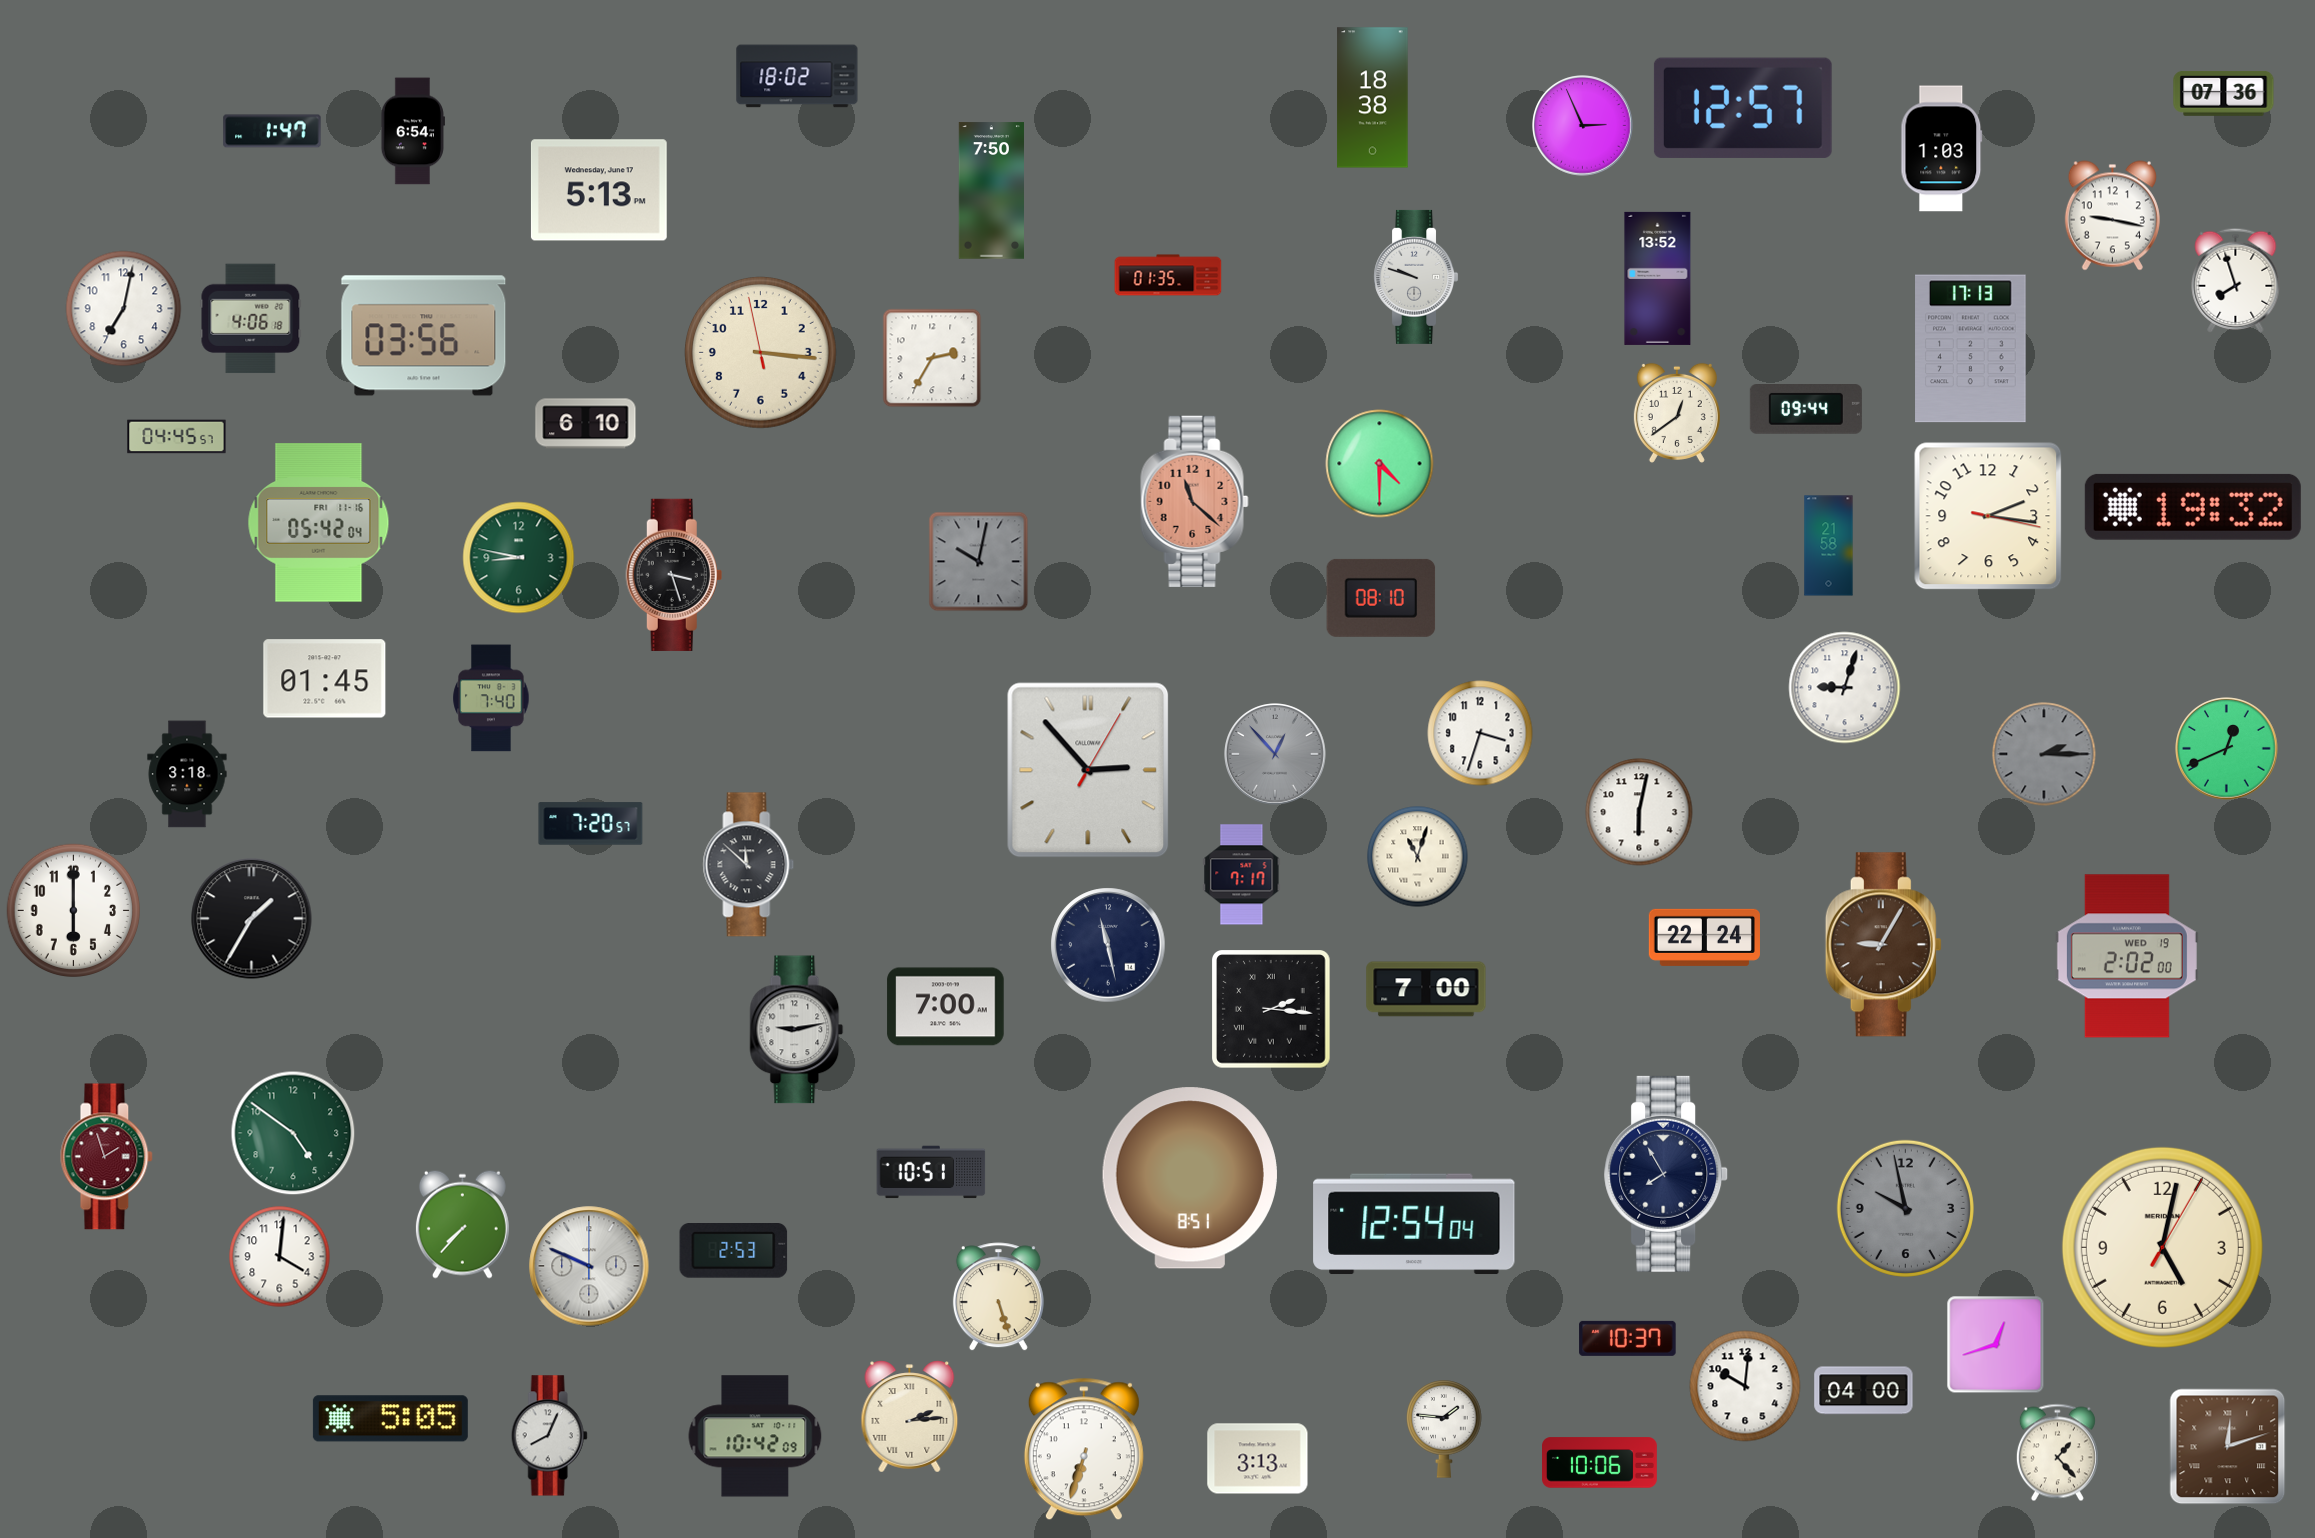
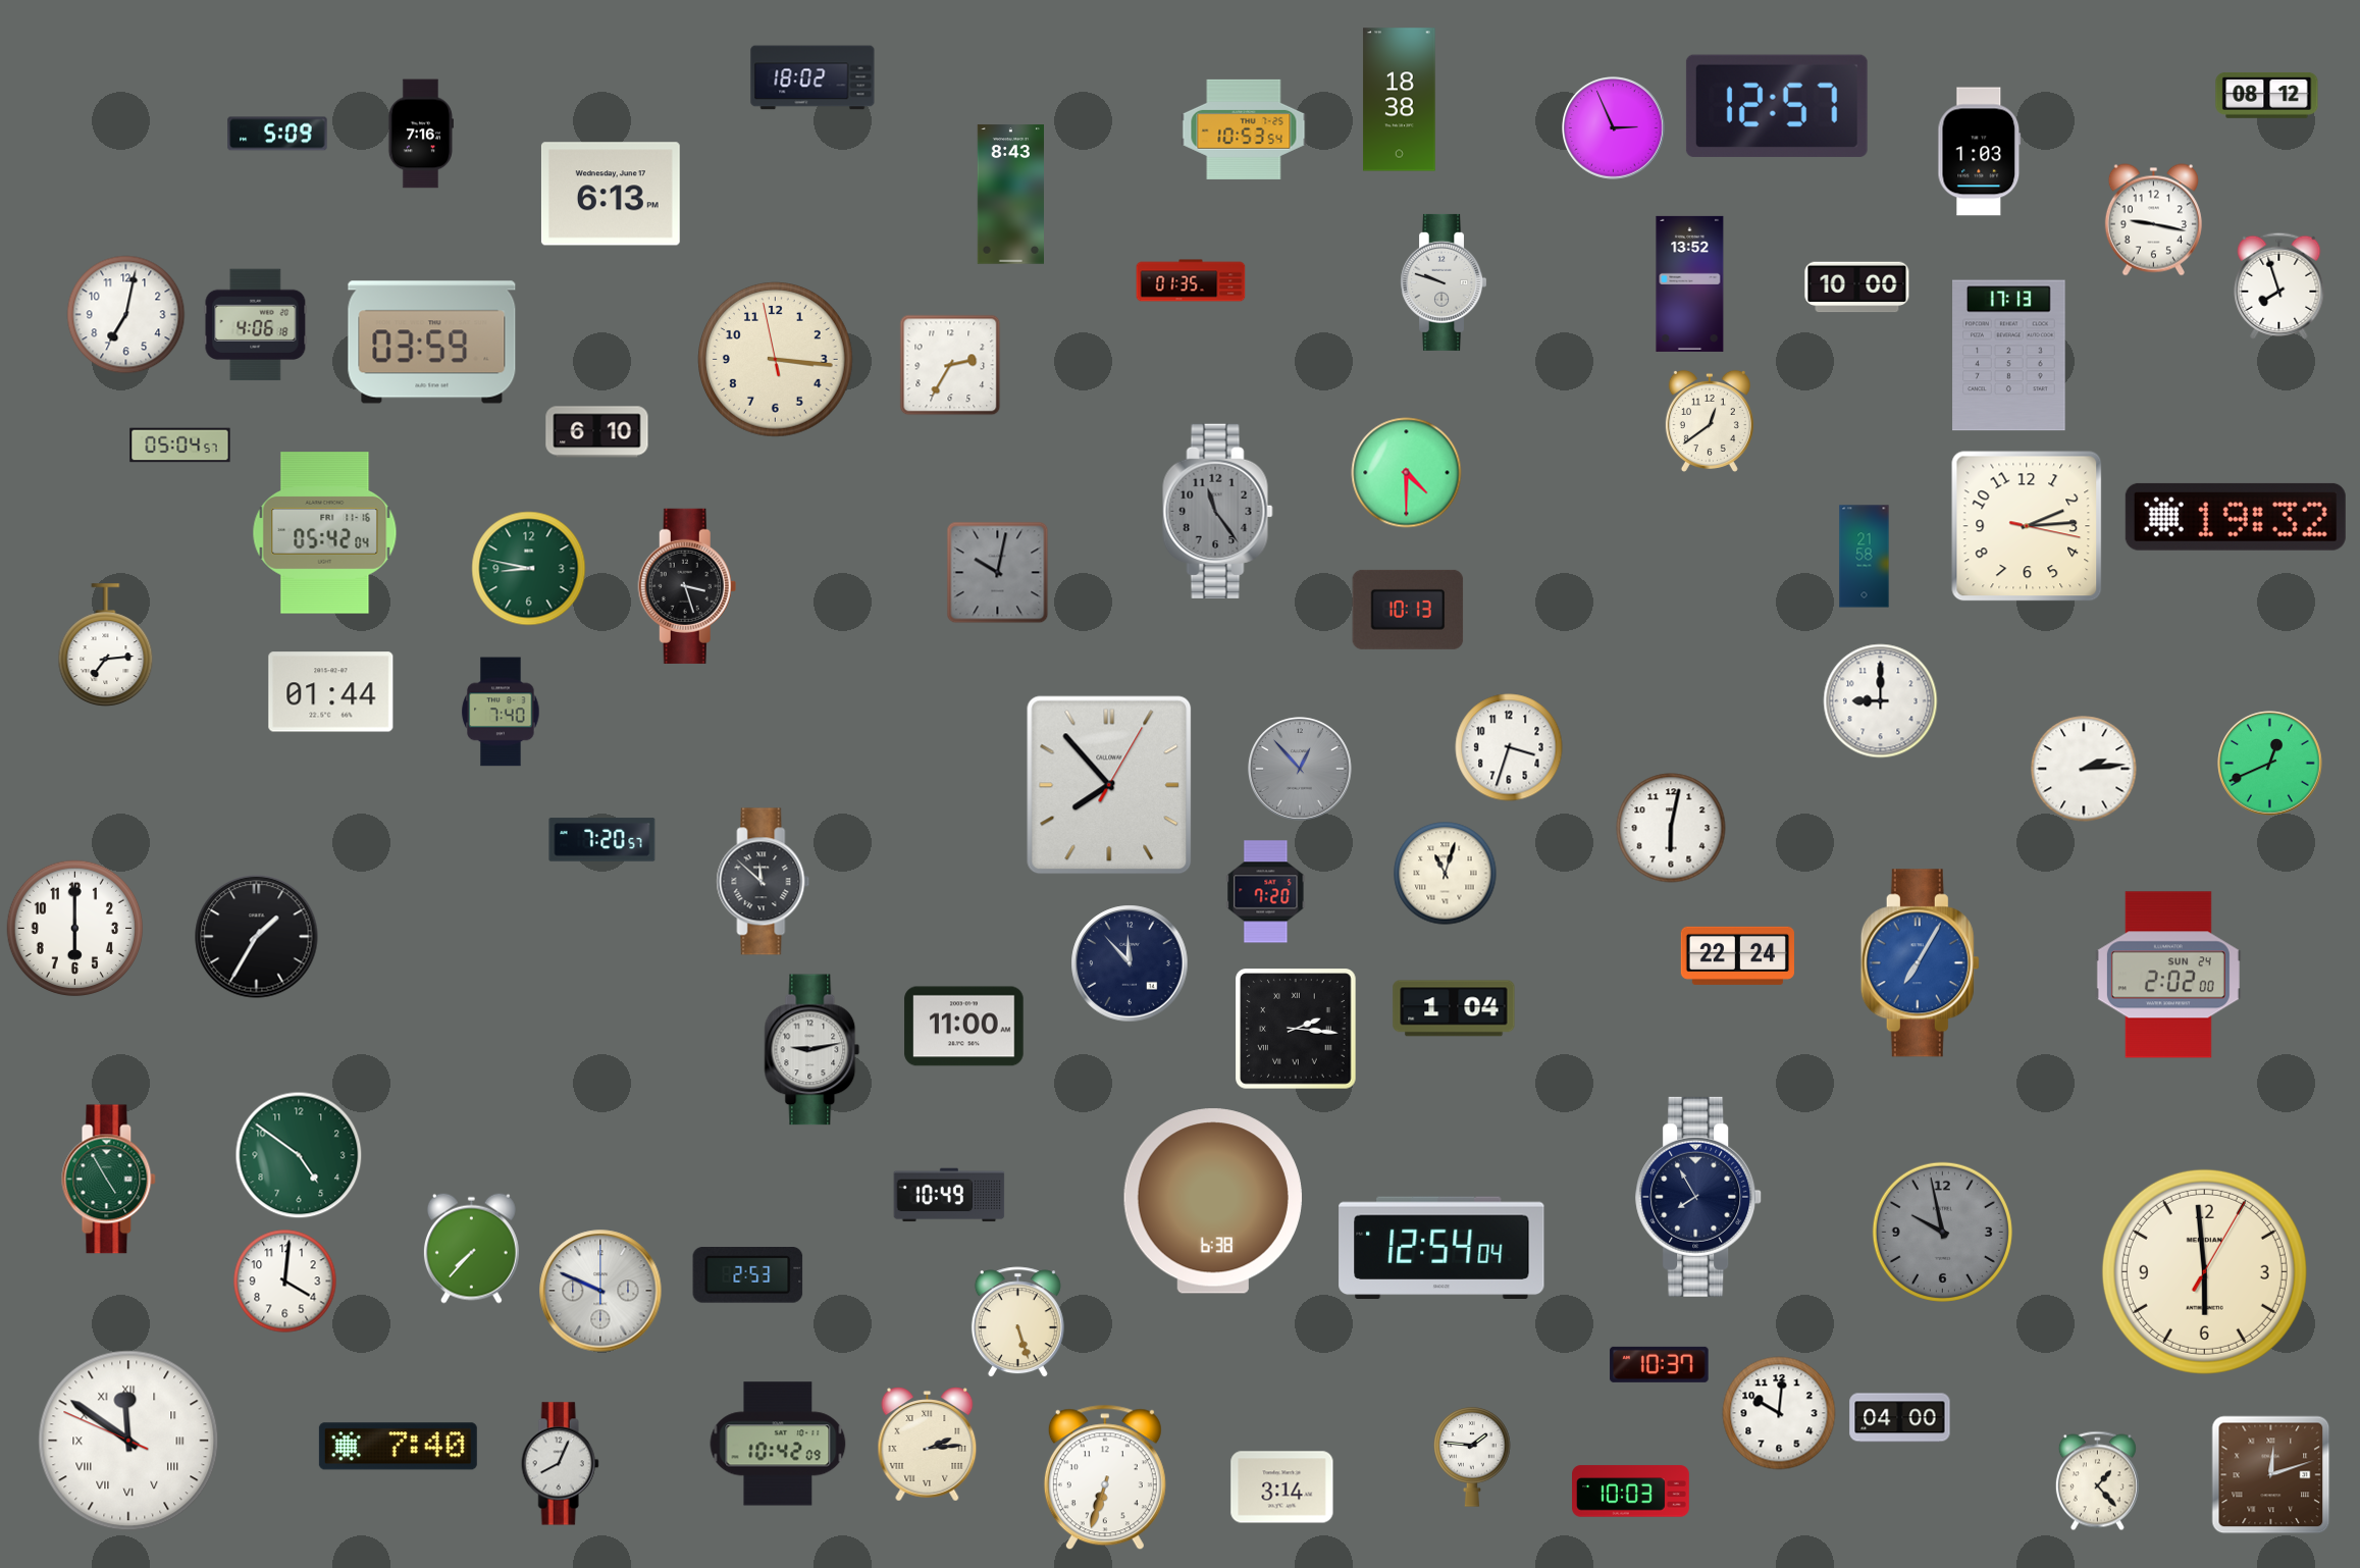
clock at (2224, 93): 07:36 -> 08:12
clock at (1743, 108) position: (1743, 108) -> (1777, 106)
clock at (1244, 129): none -> 10:53
clock at (272, 131): 1:47 -> 5:09
clock at (413, 131): 6:54 -> 7:16
clock at (599, 190): 5:13 -> 6:13
clock at (991, 191): 7:50 -> 8:43
clock at (1857, 288): none -> 10:00
clock at (424, 336): 03:56 -> 03:59
clock at (1806, 410): 09:44 -> none
clock at (177, 437): 04:45 -> 05:04
clock at (1195, 501): 11:22 -> 11:24
clock at (1195, 501) dial: salmon -> grey
clock at (1988, 516): 2:16 -> 2:14
clock at (1381, 598): 08:10 -> 10:13
clock at (106, 644): none -> 7:14
clock at (325, 679): 01:45 -> 01:44
clock at (1845, 688): 9:03 -> 9:00
clock at (2044, 754): 2:15 -> 2:14
clock at (2044, 754) dial: grey -> white
clock at (1088, 770): 2:53 -> 7:53
clock at (187, 774): 3:18 -> none
clock at (1242, 875): 7:17 -> 7:20
clock at (1108, 945): 11:28 -> 11:53
clock at (1883, 945): 9:05 -> 7:05
clock at (1883, 945) dial: brown -> blue
clock at (2127, 956) date: WED 19 -> SUN 24
clock at (1426, 989): 7:00 -> 1:04
clock at (946, 1007): 7:00 -> 11:00
clock at (107, 1157): 1:57 -> 4:55
clock at (107, 1157) dial: burgundy -> green
clock at (931, 1172): 10:51 -> 10:49
clock at (1190, 1178): 8:51 -> 6:38
clock at (2162, 1247): 5:02 -> 5:59
clock at (1996, 1345): 12:42 -> none
clock at (128, 1441): none -> 11:50
clock at (390, 1419): 5:05 -> 7:40
clock at (755, 1436) position: (755, 1436) -> (778, 1444)
clock at (1258, 1459): 3:13 -> 3:14
clock at (1600, 1463): 10:06 -> 10:03
